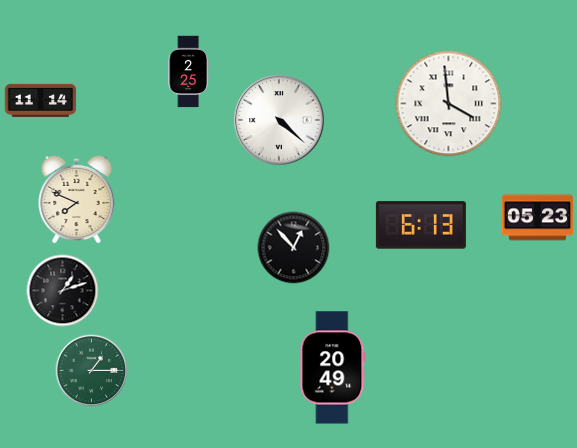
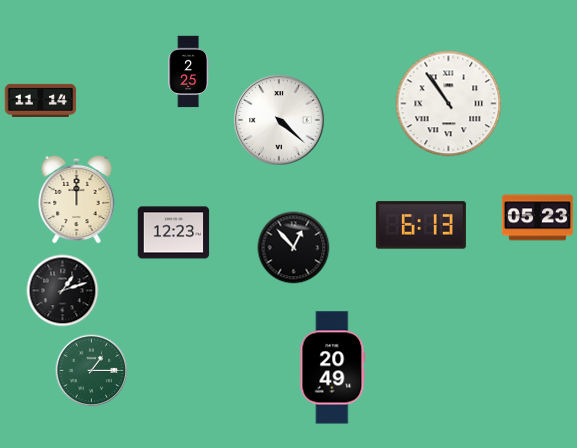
clock at (449, 104): 3:59 -> 10:54
clock at (77, 199): 7:49 -> 12:00
clock at (174, 233): none -> 12:23
